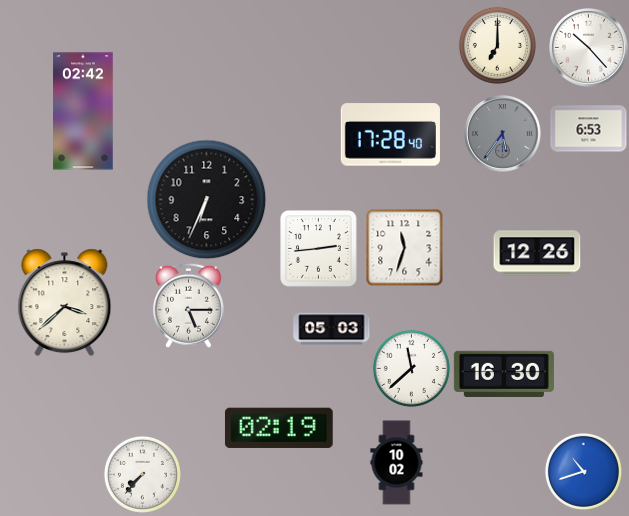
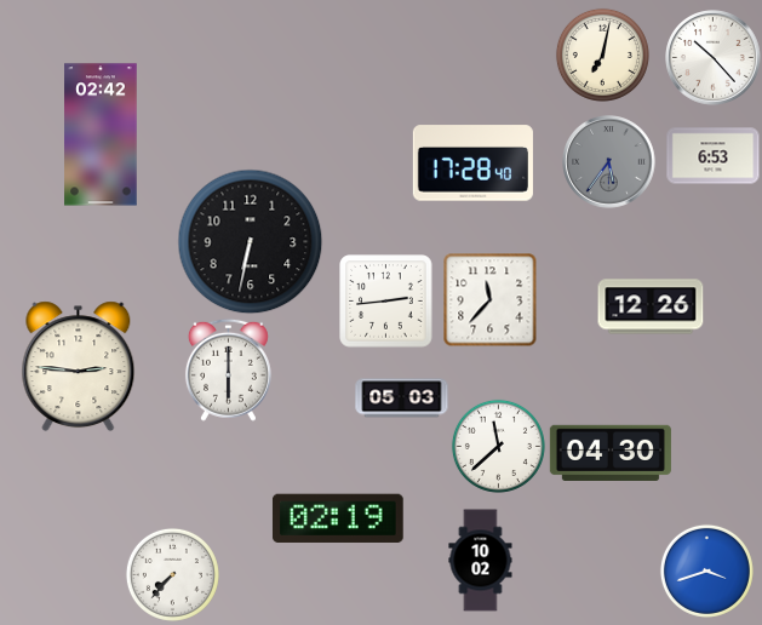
clock at (497, 45): 7:00 -> 7:02
clock at (207, 200): 6:34 -> 6:32
clock at (404, 247): 11:33 -> 11:37
clock at (65, 303): 3:38 -> 2:46
clock at (188, 305): 5:15 -> 6:00
clock at (504, 374): 16:30 -> 04:30
clock at (583, 471): 10:42 -> 3:42
